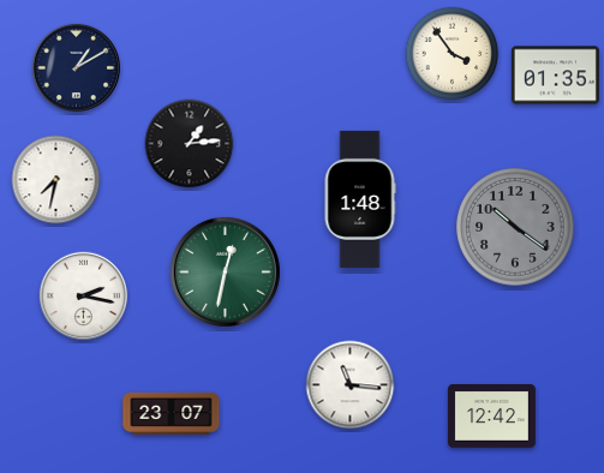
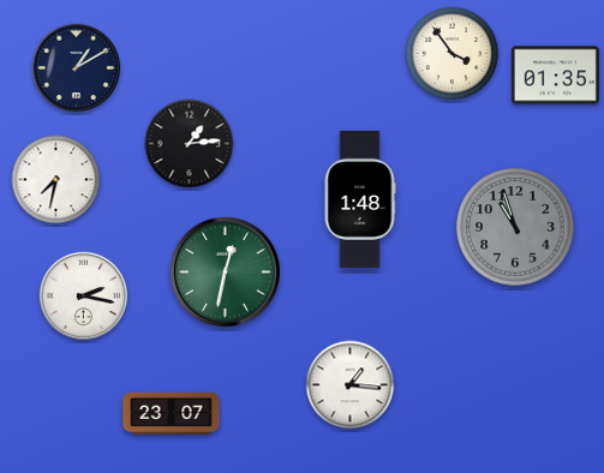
clock at (515, 227): 10:21 -> 10:57
clock at (351, 385): 11:16 -> 1:16
clock at (491, 417): 12:42 -> none
